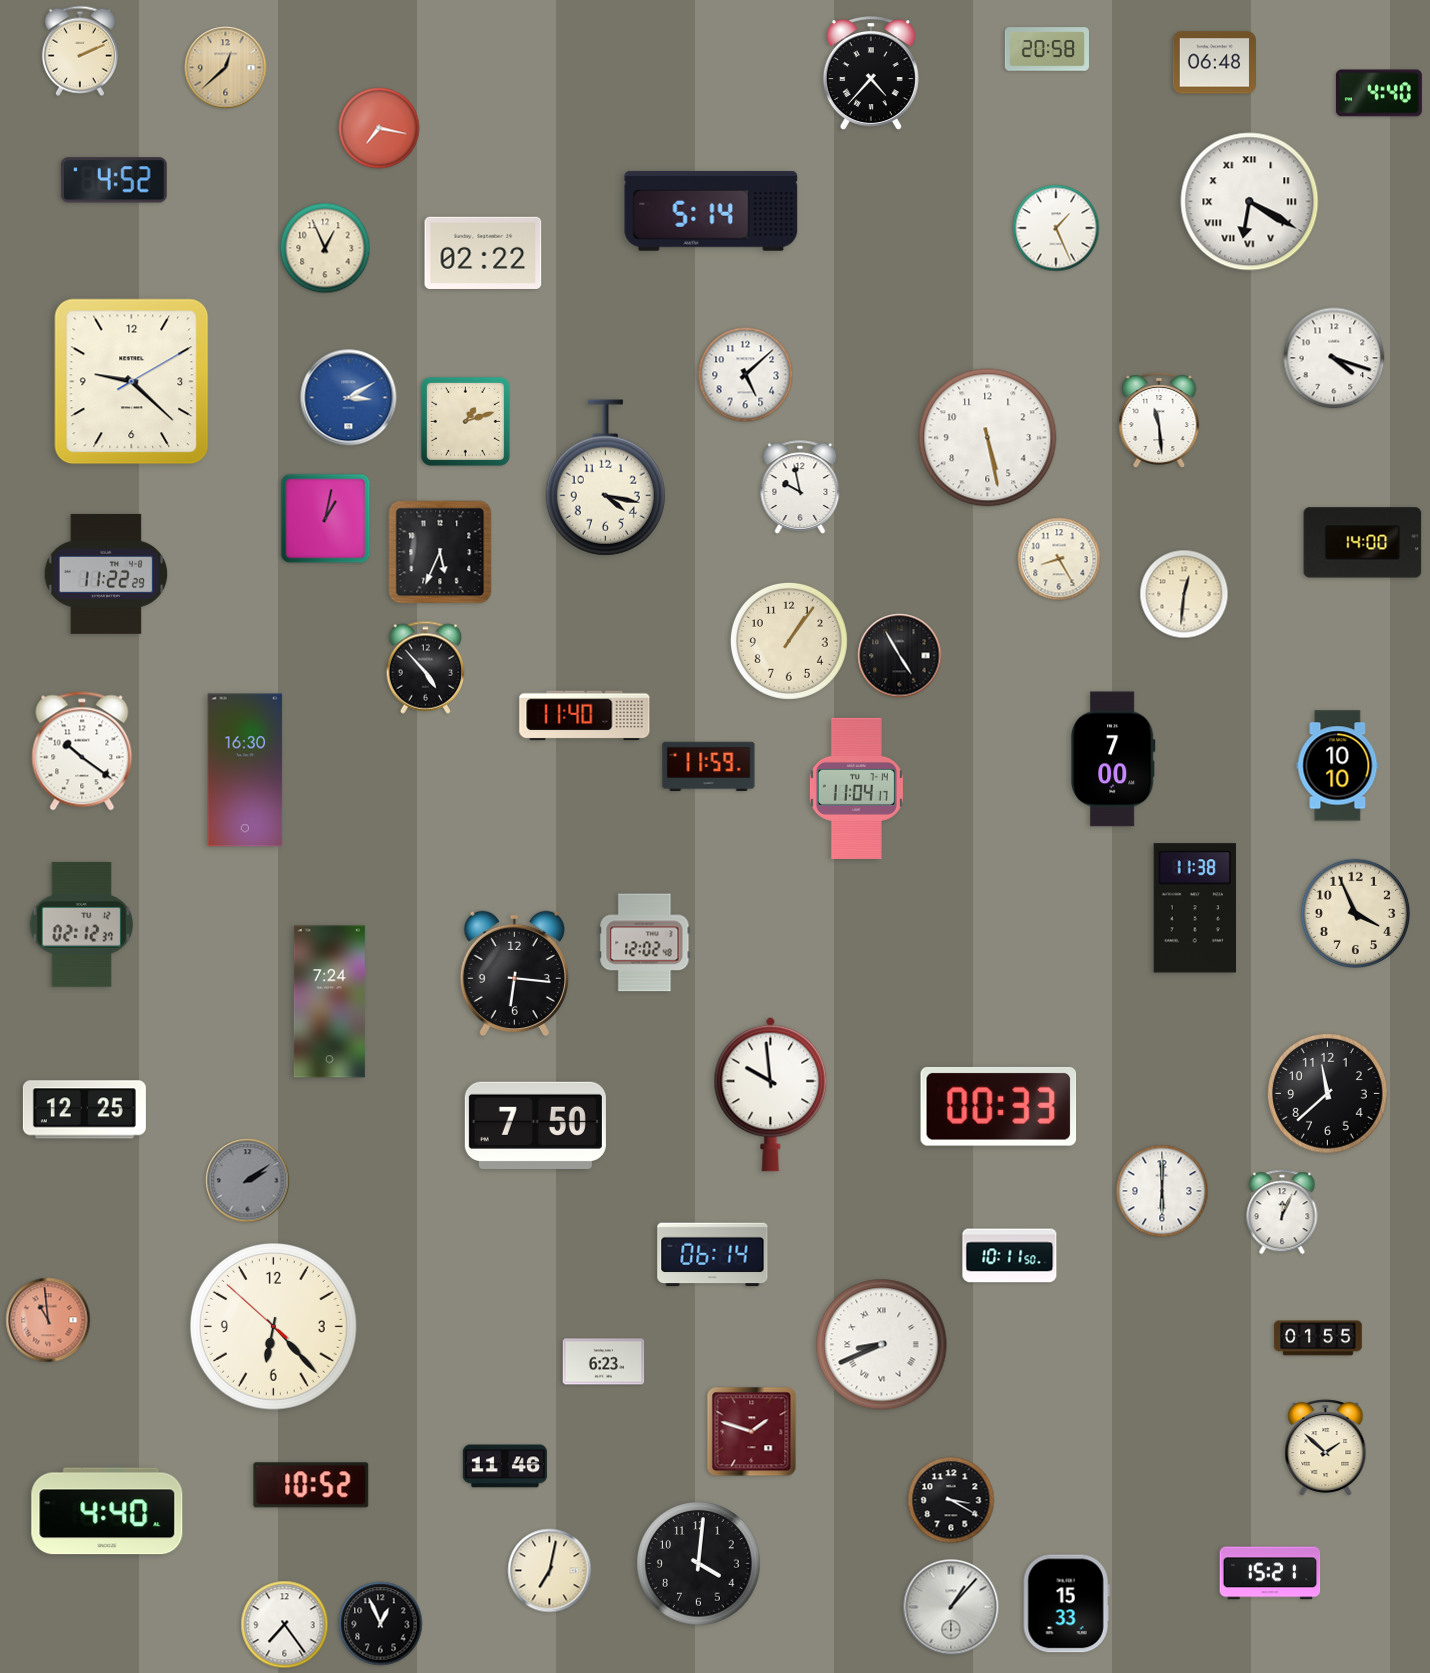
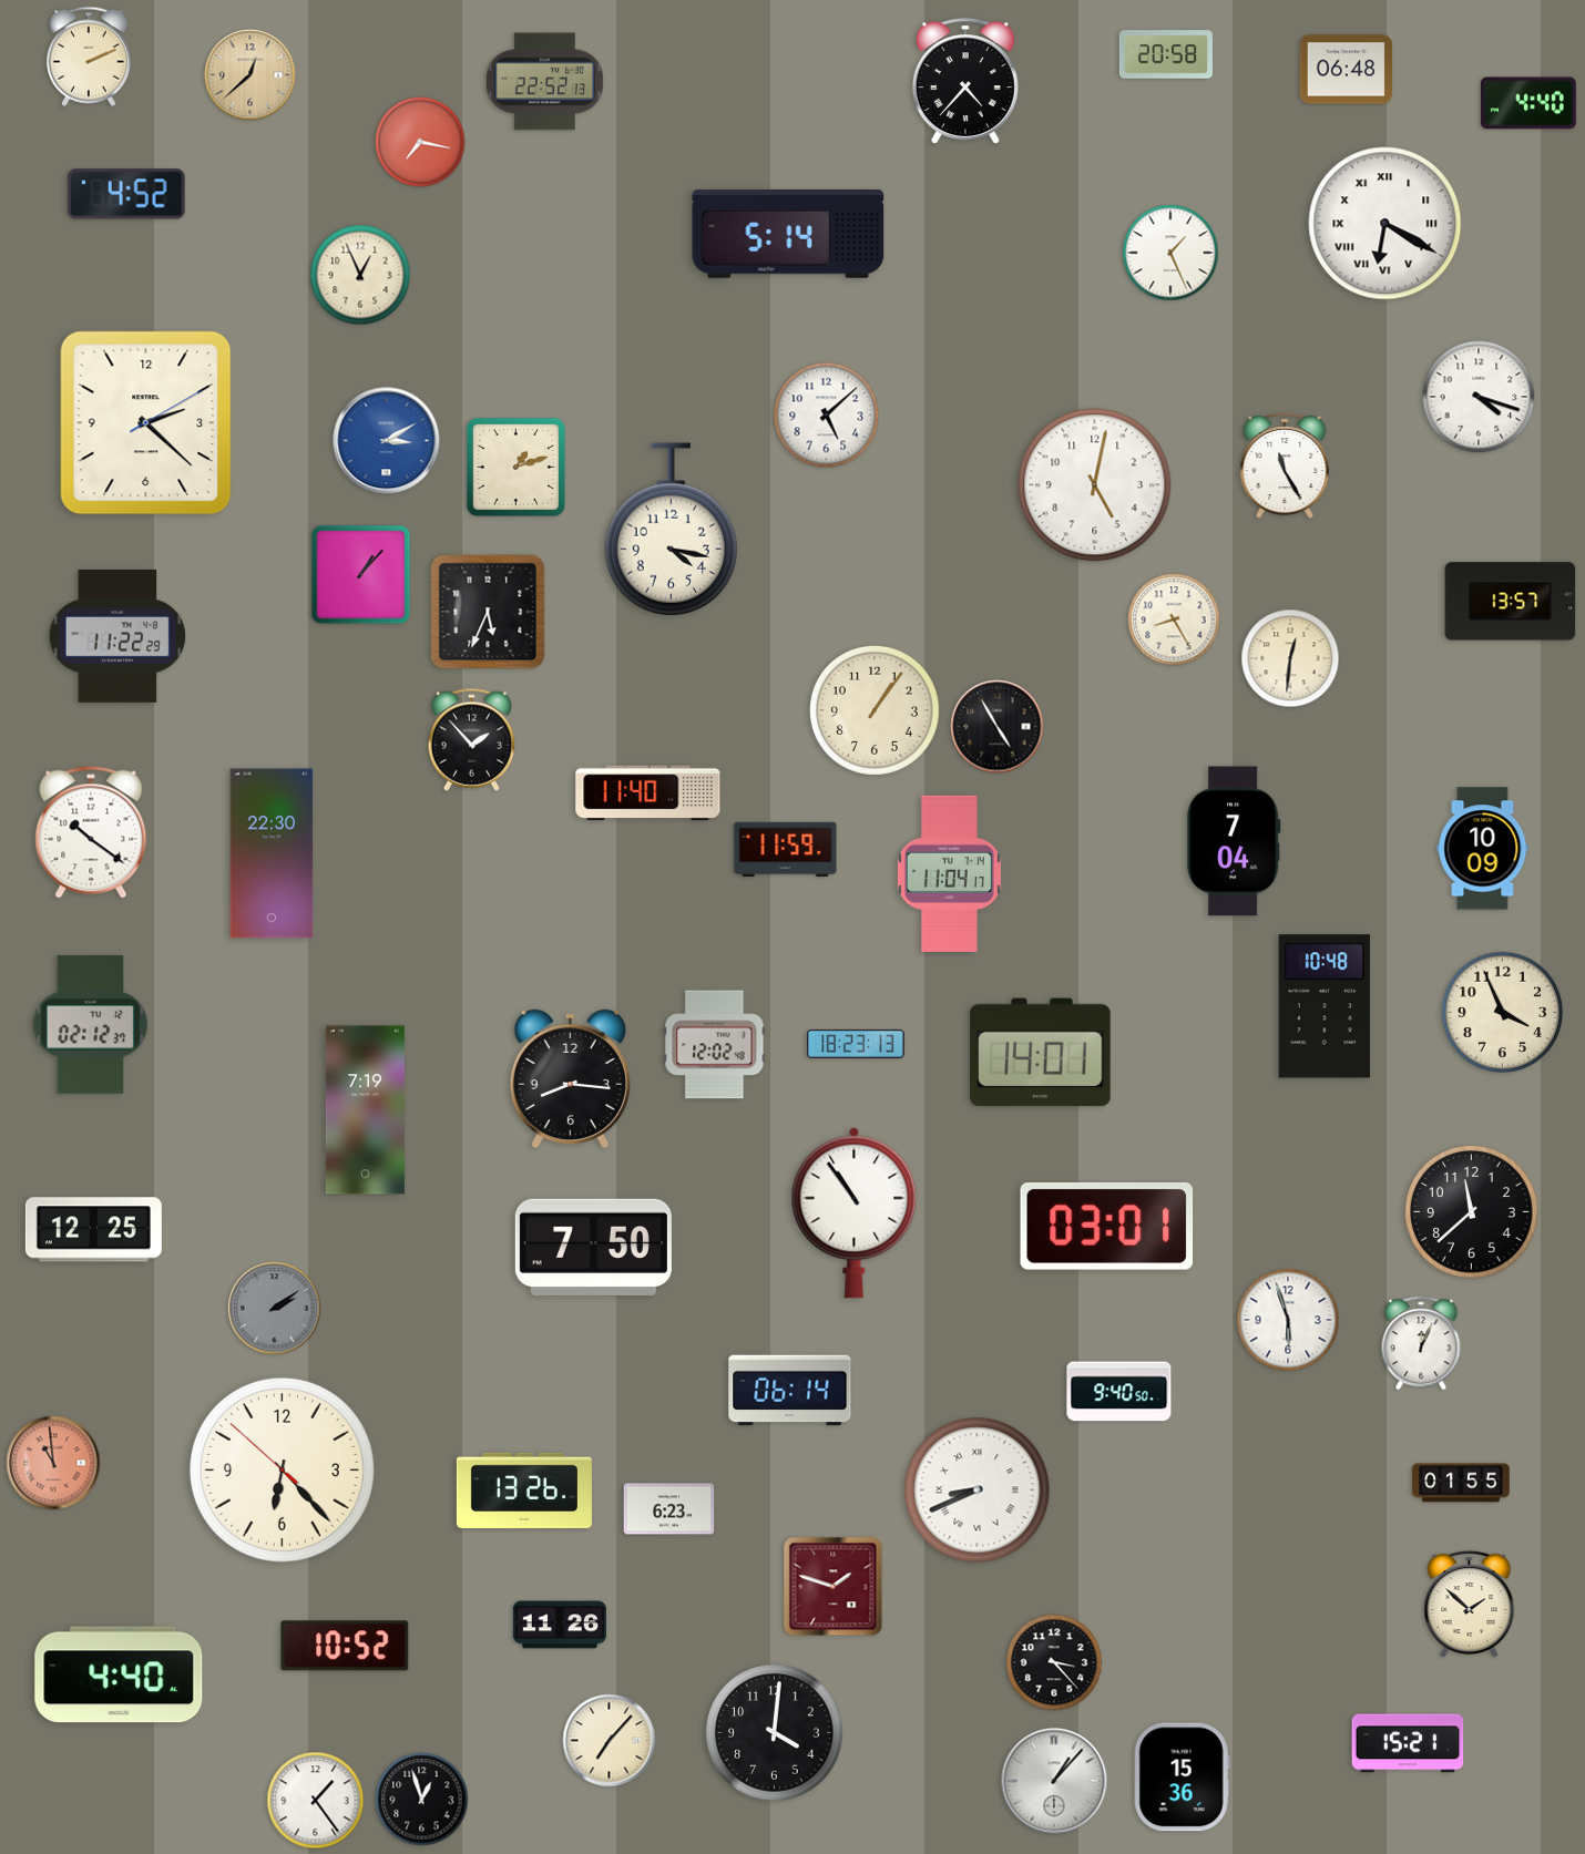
clock at (1047, 49) position: (1047, 49) -> (1166, 54)
clock at (545, 82): none -> 22:52
clock at (114, 180) position: (114, 180) -> (126, 194)
clock at (483, 252): 02:22 -> none
clock at (132, 382): 9:22 -> 2:22
clock at (1159, 420): 11:29 -> 11:25
clock at (988, 438): 5:28 -> 5:02
clock at (800, 487): 9:58 -> none
clock at (326, 519): 1:02 -> 1:07
clock at (1363, 543): 14:00 -> 13:57
clock at (1184, 594) position: (1184, 594) -> (1290, 658)
clock at (426, 667): 4:53 -> 1:53
clock at (1113, 759): 7:00 -> 7:04
clock at (1338, 766): 10:10 -> 10:09
clock at (245, 770): 16:30 -> 22:30
clock at (1195, 908): 11:38 -> 10:48
clock at (856, 1044): none -> 18:23
clock at (1041, 1053): none -> 14:01
clock at (514, 974): 6:16 -> 8:16
clock at (329, 1002): 7:24 -> 7:19
clock at (771, 1094): 9:59 -> 10:54
clock at (999, 1106): 00:33 -> 03:01
clock at (1162, 1191): 6:00 -> 5:57
clock at (1010, 1256): 10:11 -> 9:40
clock at (273, 1326) position: (273, 1326) -> (282, 1469)
clock at (524, 1489): none -> 13:26
clock at (505, 1466): 11:46 -> 11:26
clock at (951, 1500): 3:20 -> 3:23
clock at (550, 1571): 7:02 -> 7:07
clock at (1066, 1604): 15:33 -> 15:36
clock at (381, 1624): 12:56 -> 12:57
clock at (285, 1625): 7:24 -> 1:24
